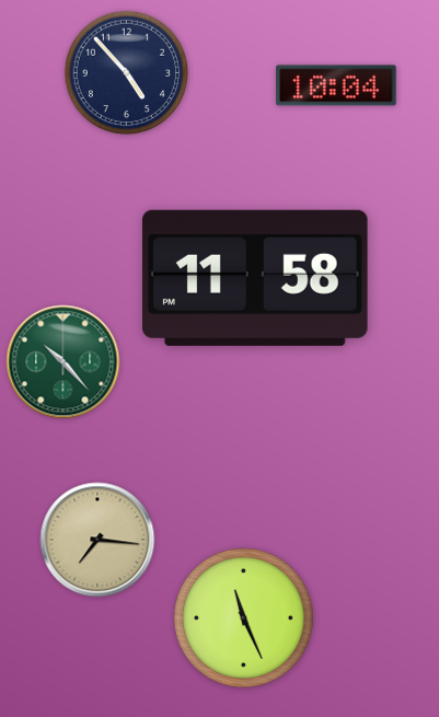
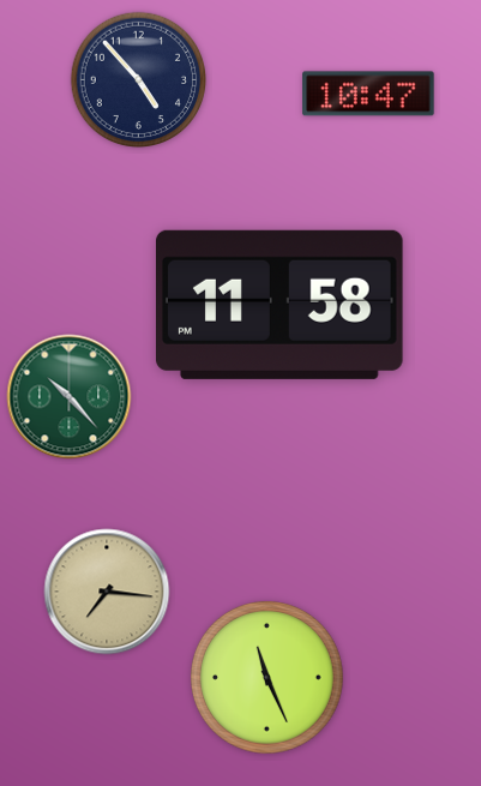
clock at (336, 85): 10:04 -> 10:47
